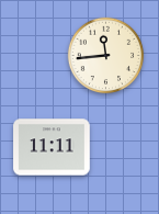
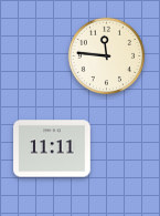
clock at (106, 56): 11:44 -> 11:46
